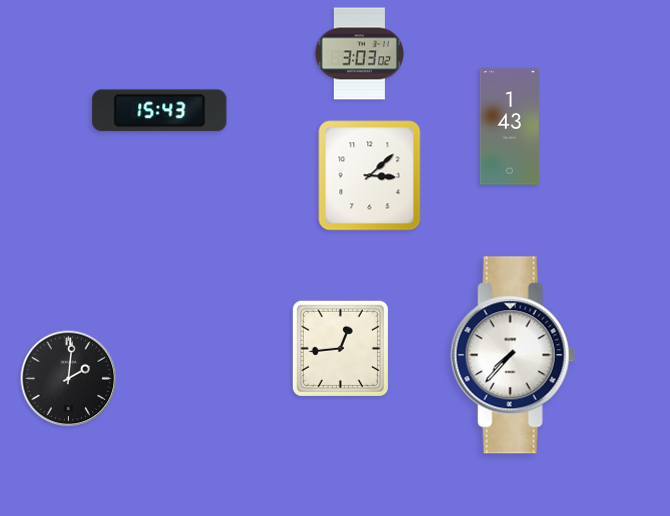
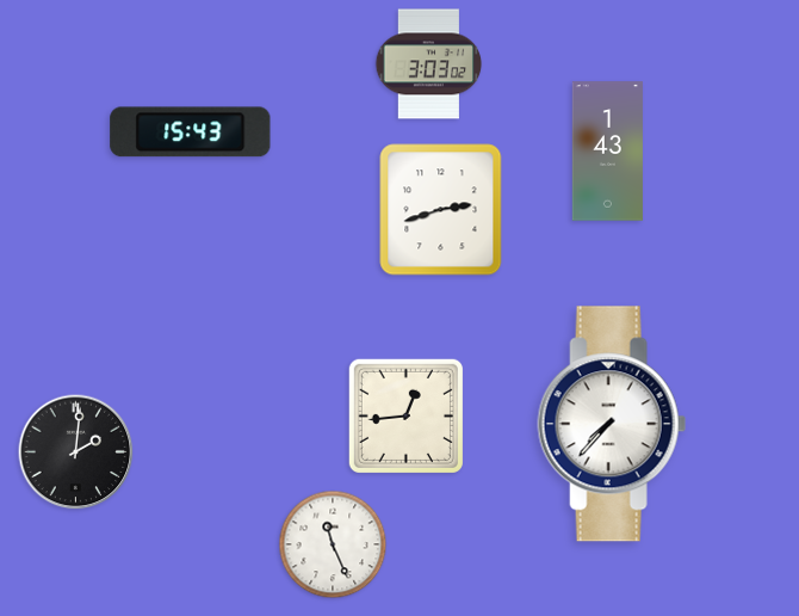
clock at (370, 176): 3:08 -> 2:42
clock at (69, 379) position: (69, 379) -> (76, 452)
clock at (333, 544): none -> 11:26
